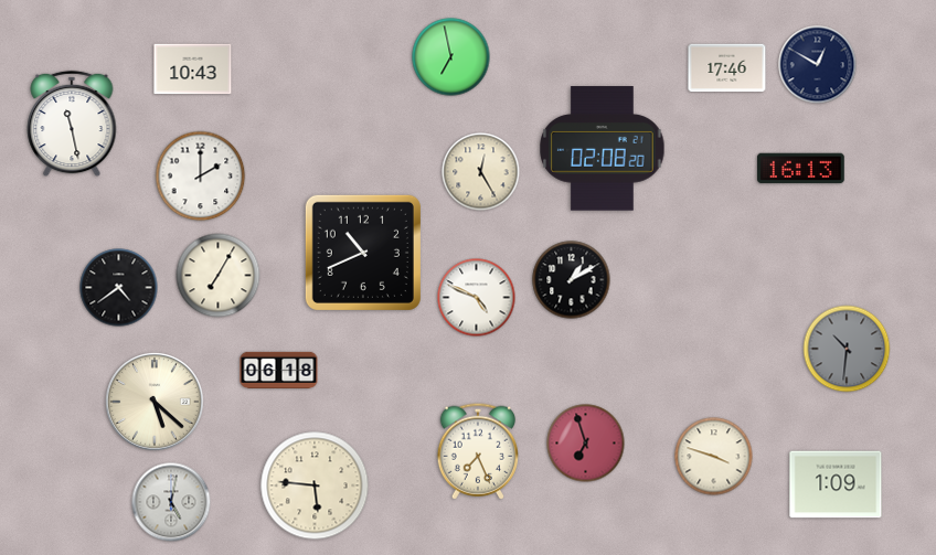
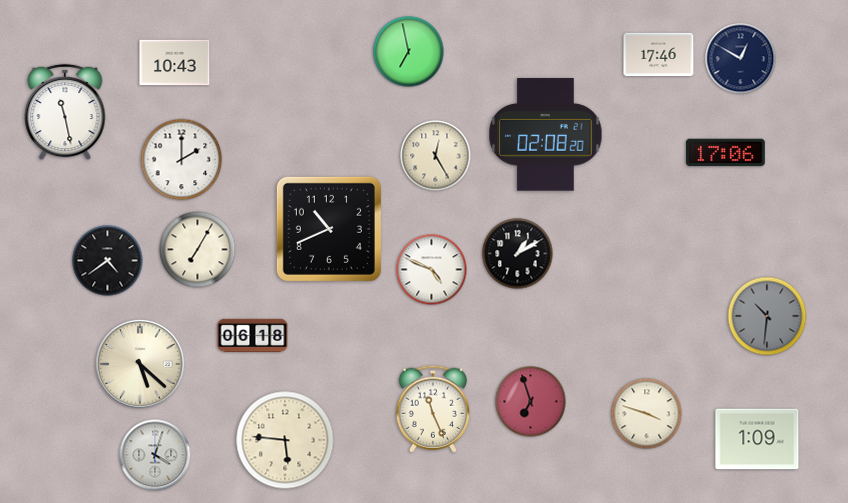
clock at (727, 68) position: (727, 68) -> (659, 55)
clock at (801, 169): 16:13 -> 17:06
clock at (477, 451): 7:26 -> 11:26
clock at (171, 502): 5:02 -> 4:03
